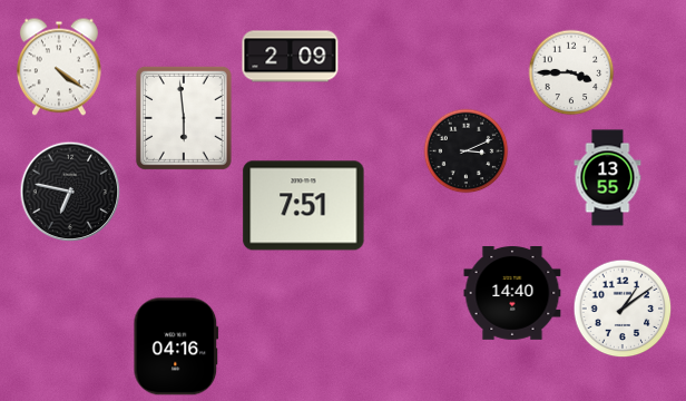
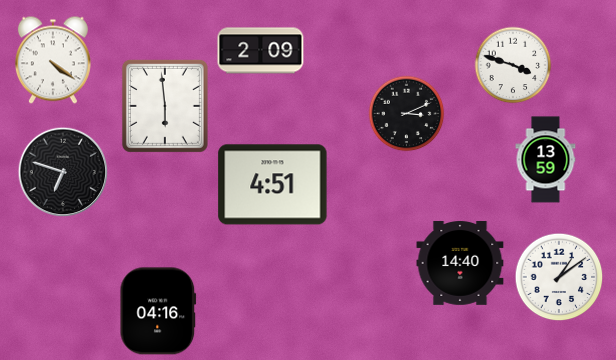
clock at (571, 72): 3:45 -> 3:48
clock at (467, 151) position: (467, 151) -> (407, 114)
clock at (608, 178): 13:55 -> 13:59
clock at (70, 192): 6:47 -> 6:48
clock at (304, 206): 7:51 -> 4:51
